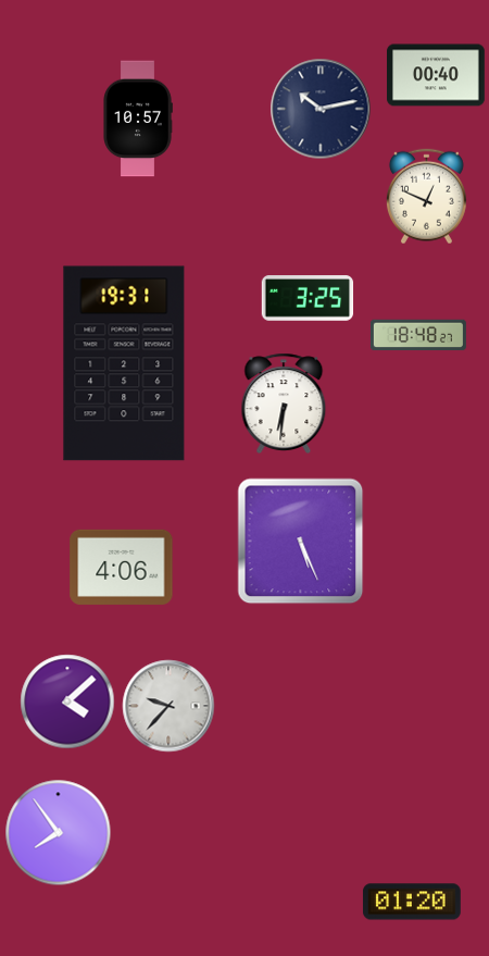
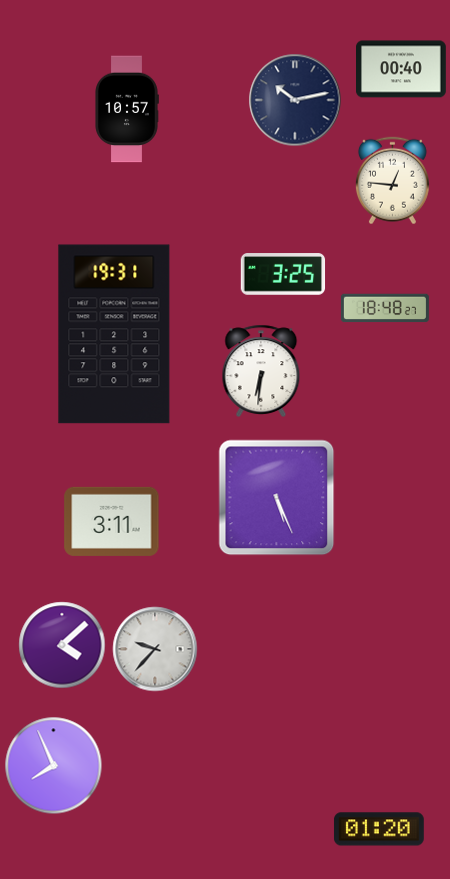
clock at (426, 197): 12:49 -> 12:46
clock at (122, 567): 4:06 -> 3:11
clock at (59, 833): 7:54 -> 7:56
